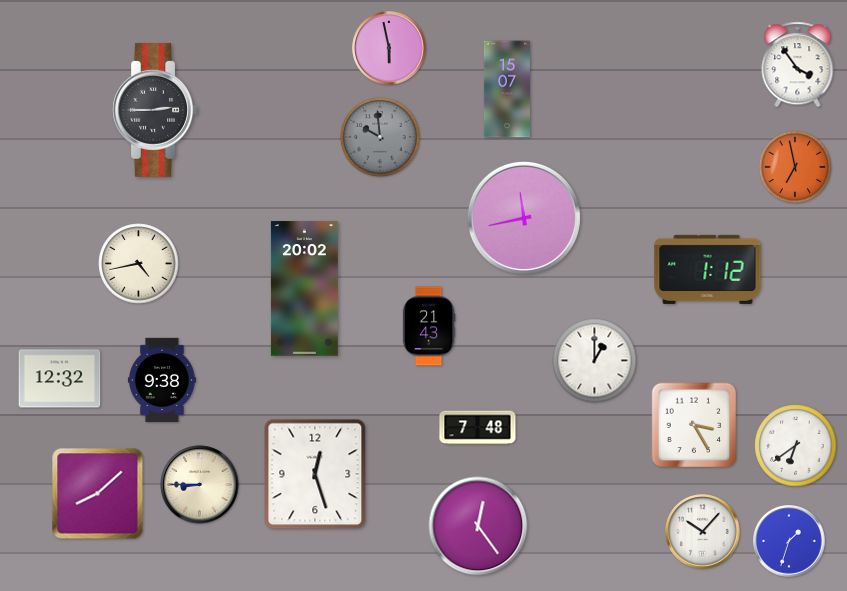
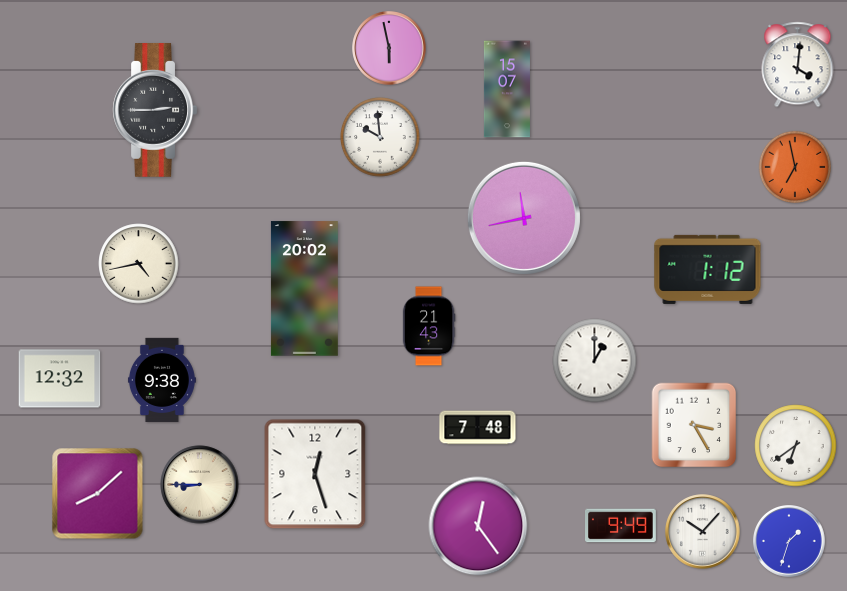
clock at (798, 65): 3:54 -> 4:01
clock at (380, 137) dial: grey -> white
clock at (621, 526): none -> 9:49
